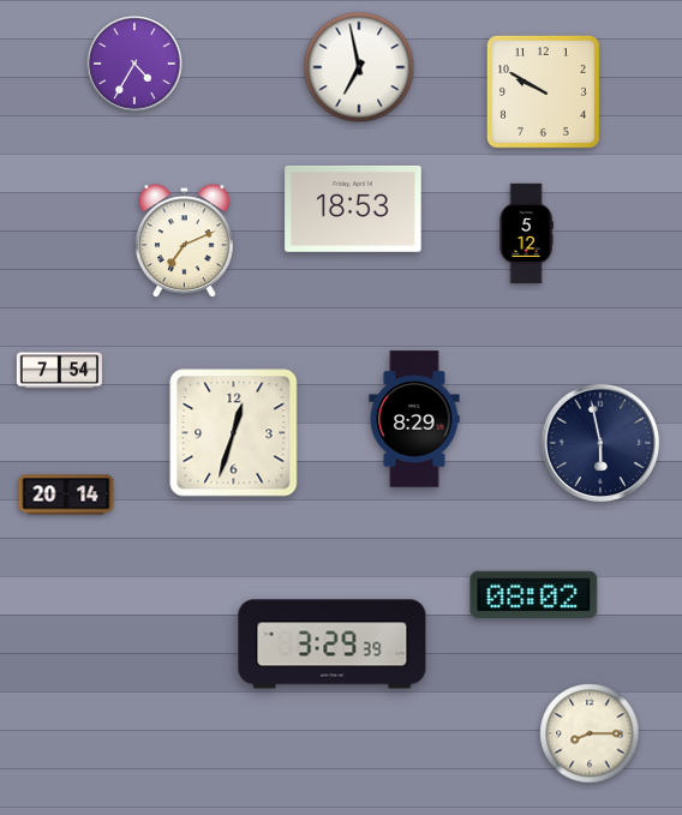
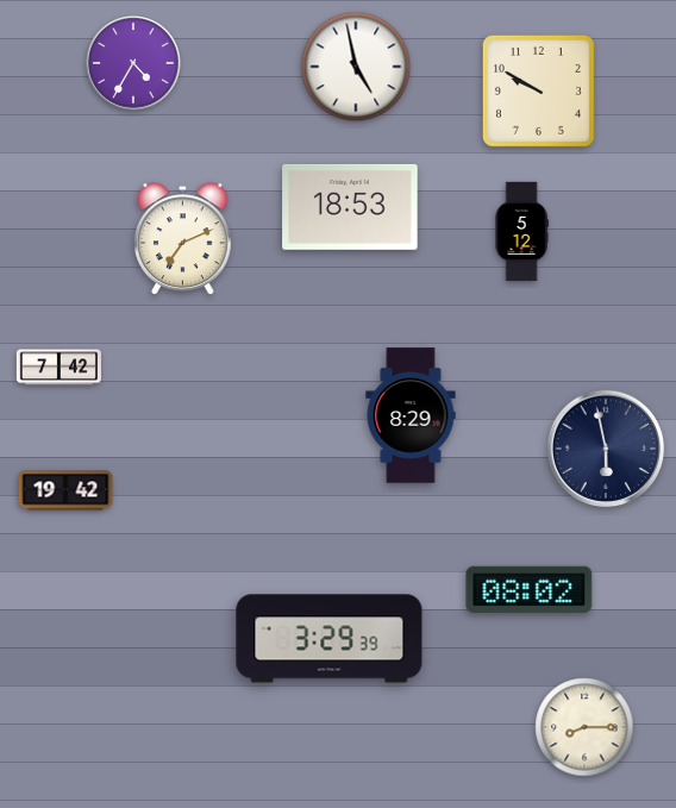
clock at (359, 67): 6:58 -> 4:58
clock at (59, 371): 7:54 -> 7:42
clock at (234, 433): 12:33 -> none
clock at (600, 443) position: (600, 443) -> (606, 449)
clock at (66, 495): 20:14 -> 19:42
